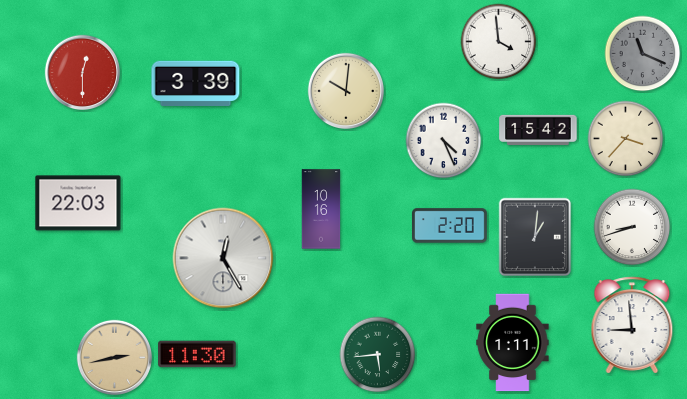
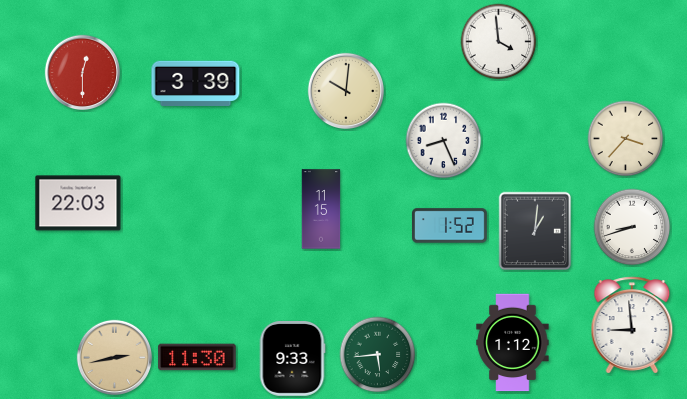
clock at (643, 54): 11:19 -> none
clock at (538, 129): 15:42 -> none
clock at (444, 141): 4:26 -> 8:26
clock at (321, 209): 10:16 -> 11:15
clock at (450, 226): 2:20 -> 1:52
clock at (535, 237) position: (535, 237) -> (535, 231)
clock at (223, 258): 12:25 -> none
clock at (513, 343): 1:11 -> 1:12
clock at (197, 354) position: (197, 354) -> (197, 357)
clock at (292, 359): none -> 9:33
